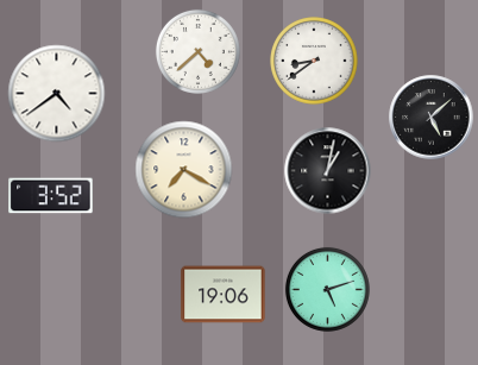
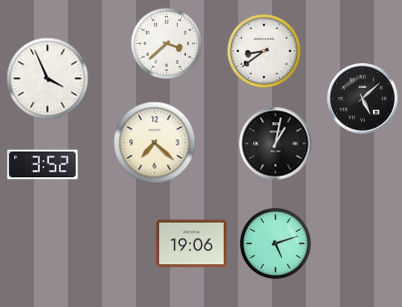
clock at (197, 51): 4:38 -> 3:38
clock at (57, 94): 4:39 -> 3:56
clock at (184, 170): 7:20 -> 7:22
clock at (224, 295) position: (224, 295) -> (192, 244)
